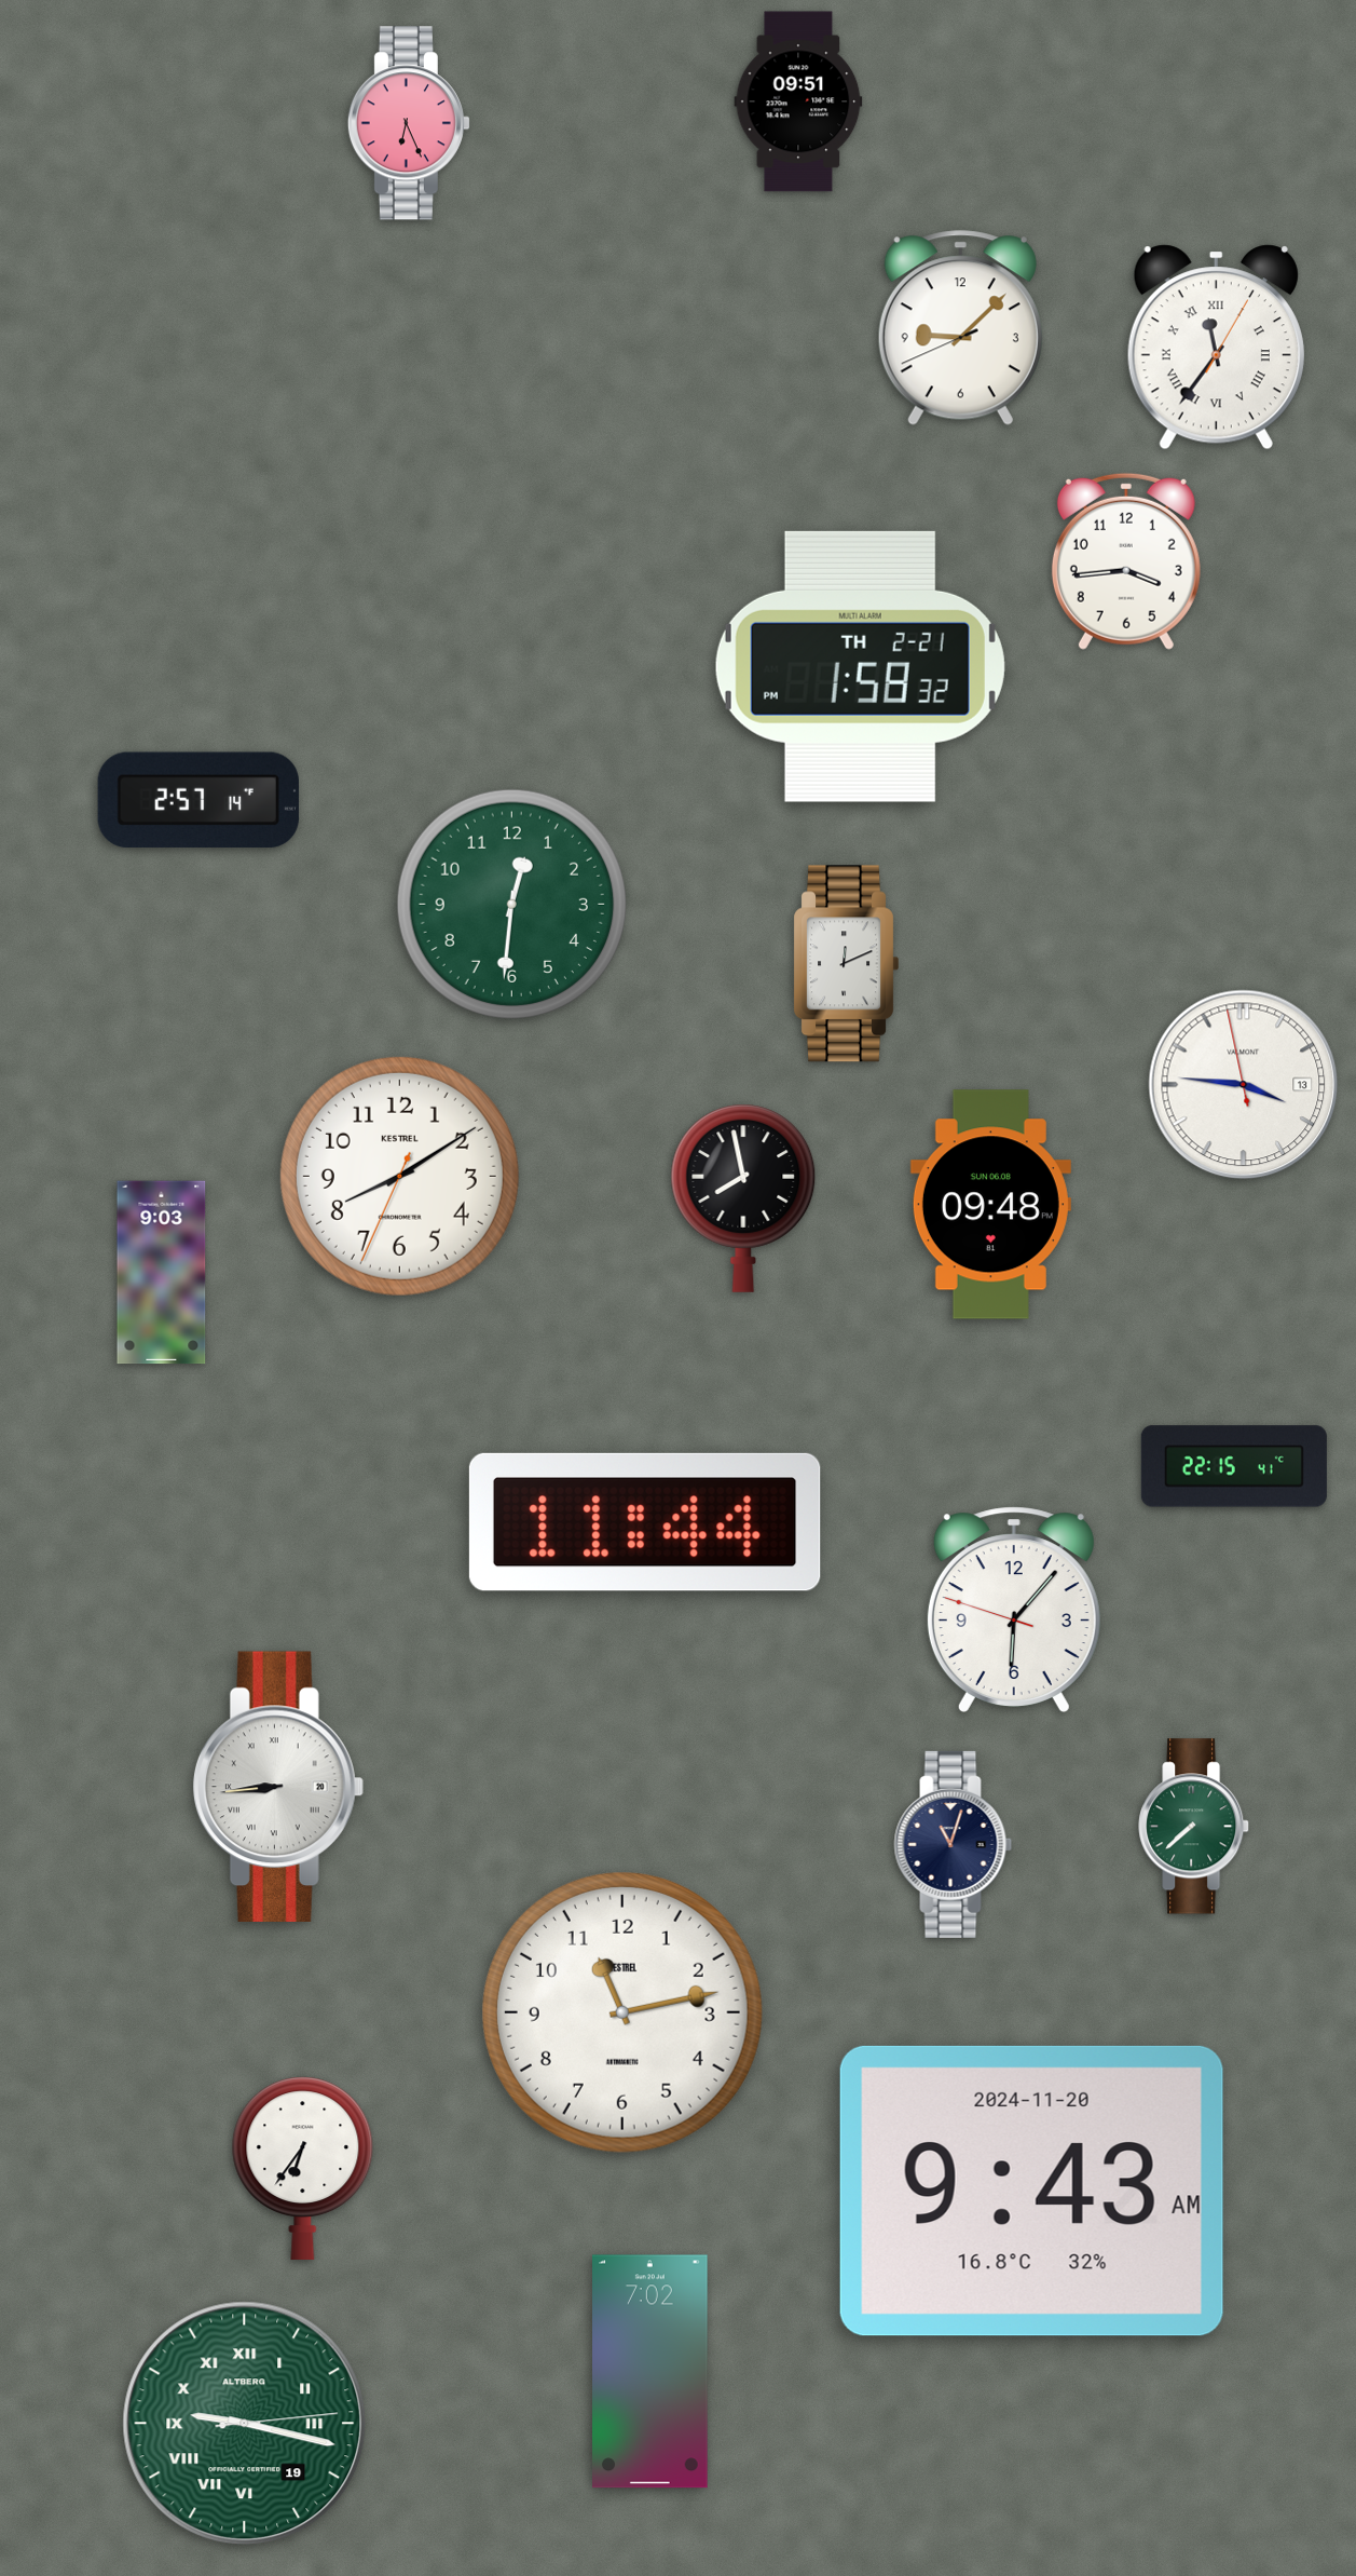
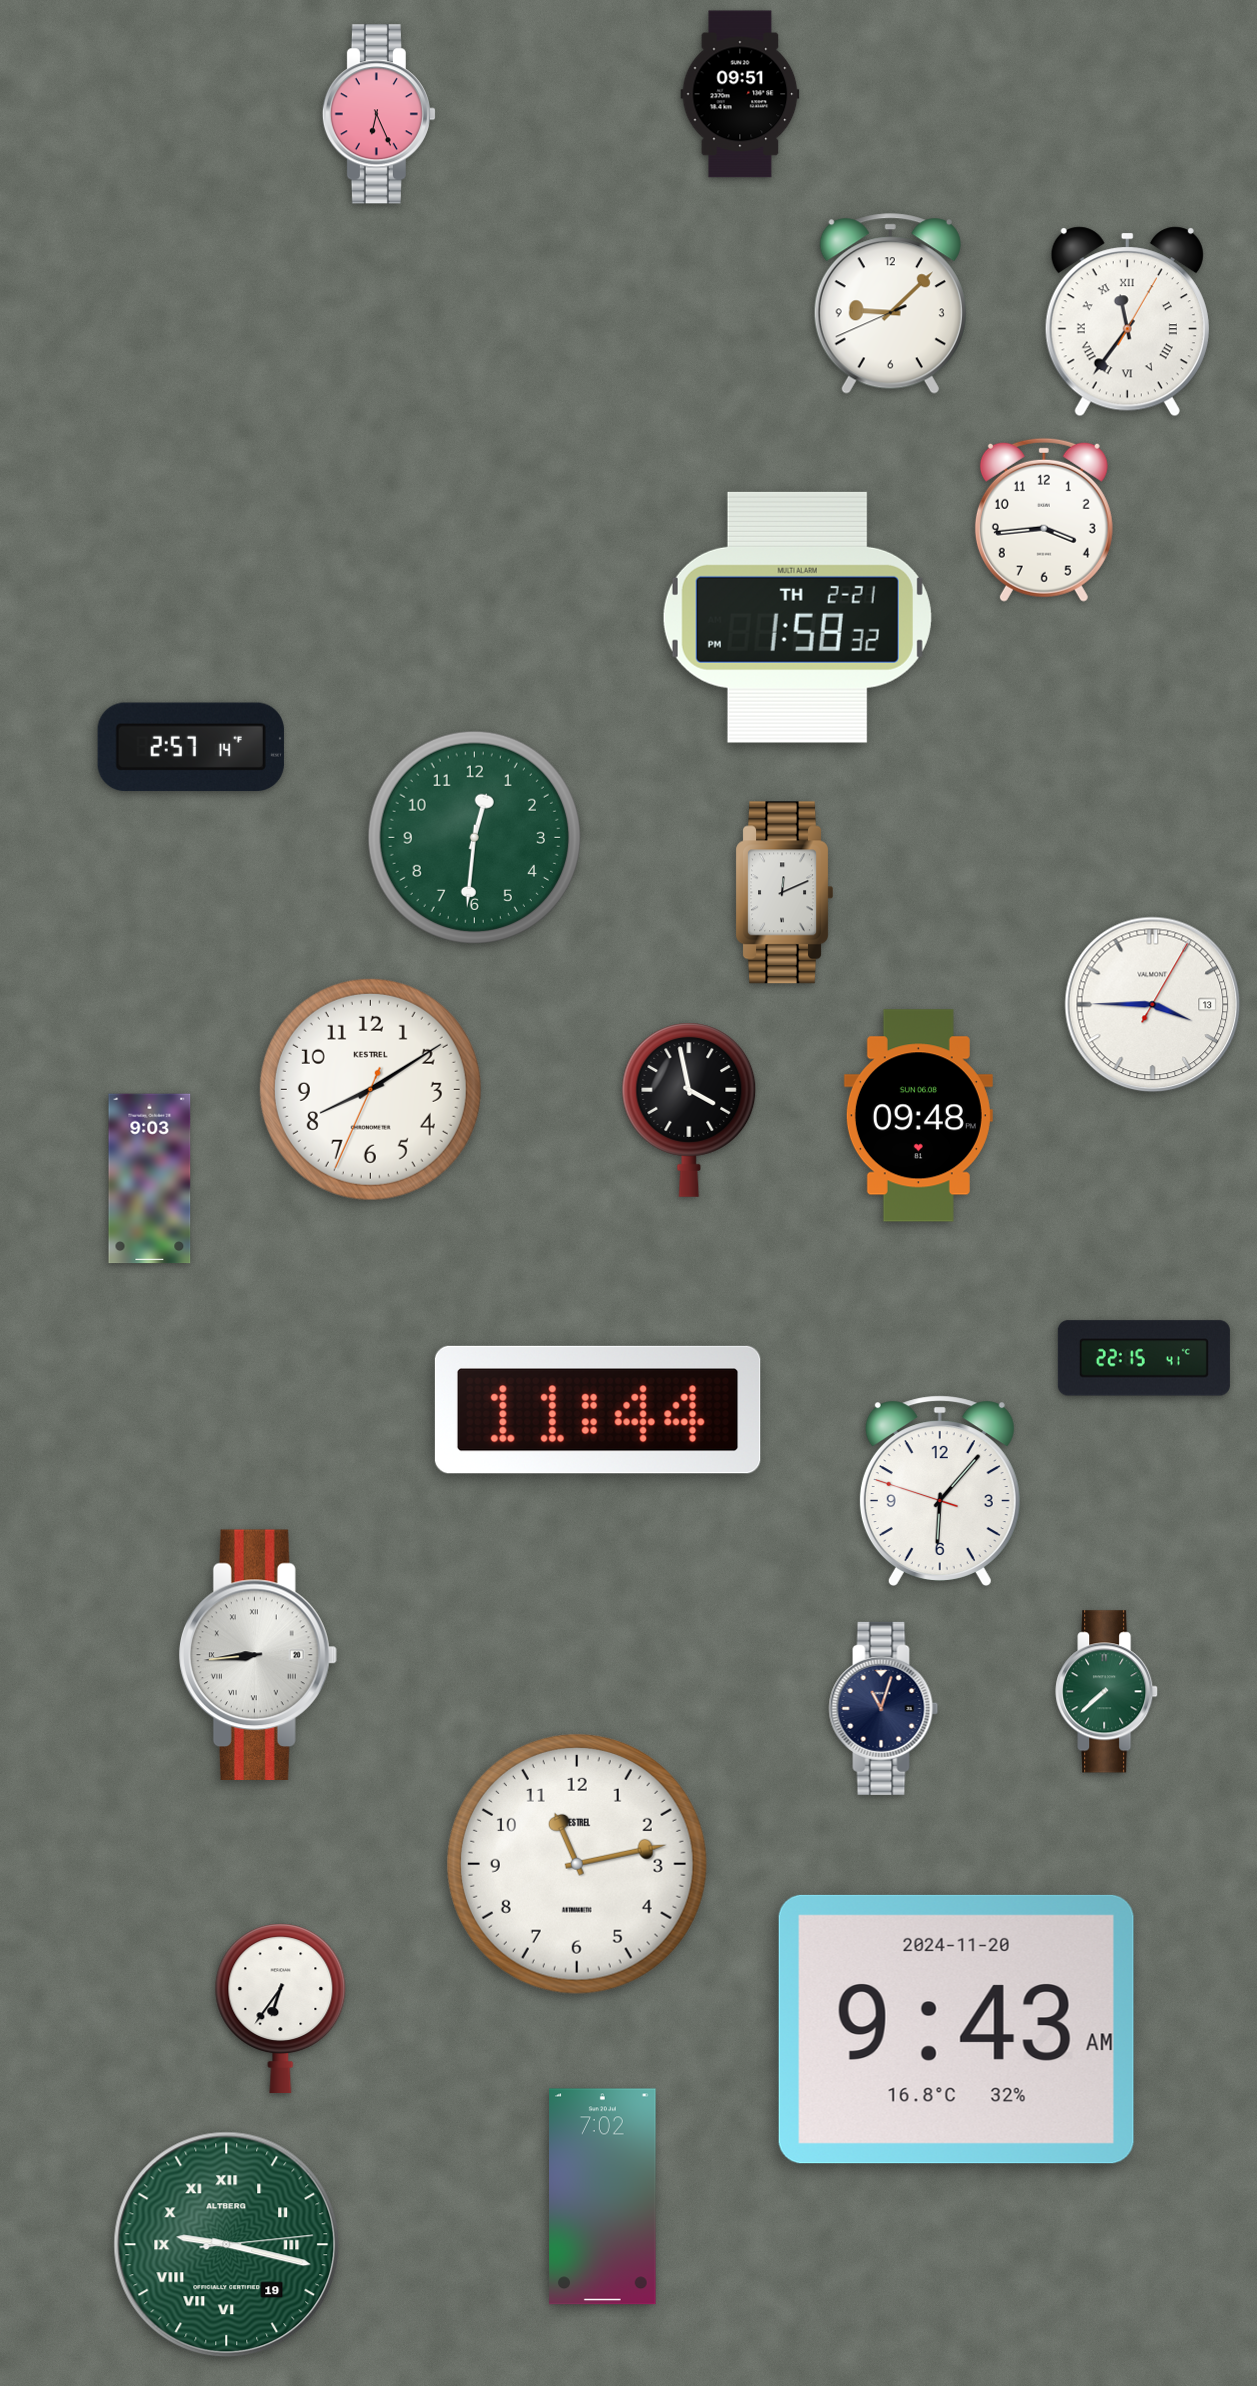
clock at (198, 800) position: (198, 800) -> (191, 747)
clock at (1244, 1085): 3:45:58 -> 3:45:05
clock at (743, 1198): 7:58 -> 3:58
